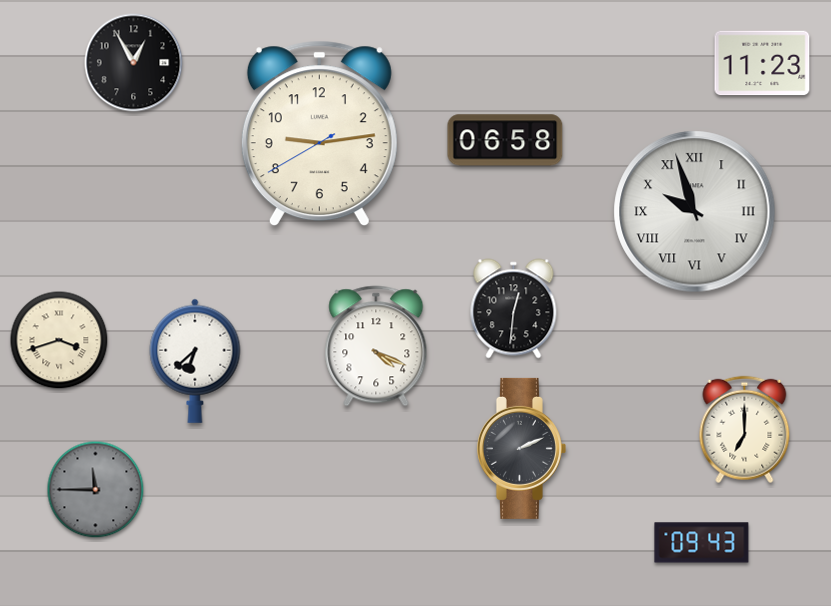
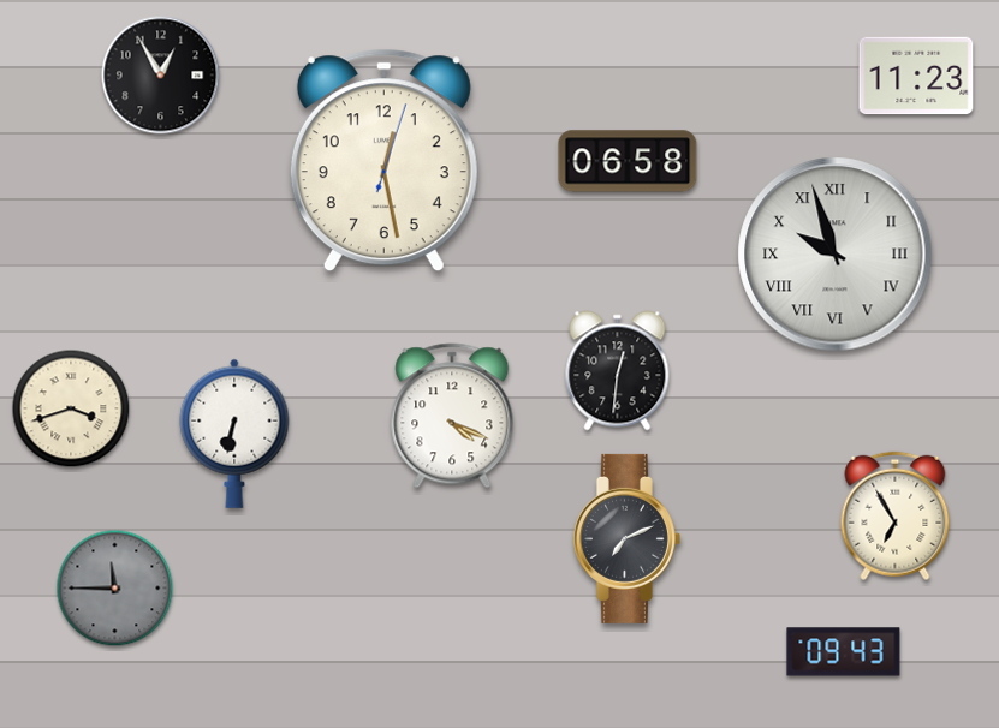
clock at (319, 134): 9:13 -> 12:28
clock at (505, 140) position: (505, 140) -> (628, 161)
clock at (195, 361): 6:38 -> 6:32
clock at (745, 430): 7:00 -> 6:55
clock at (521, 448): 2:11 -> 7:11
